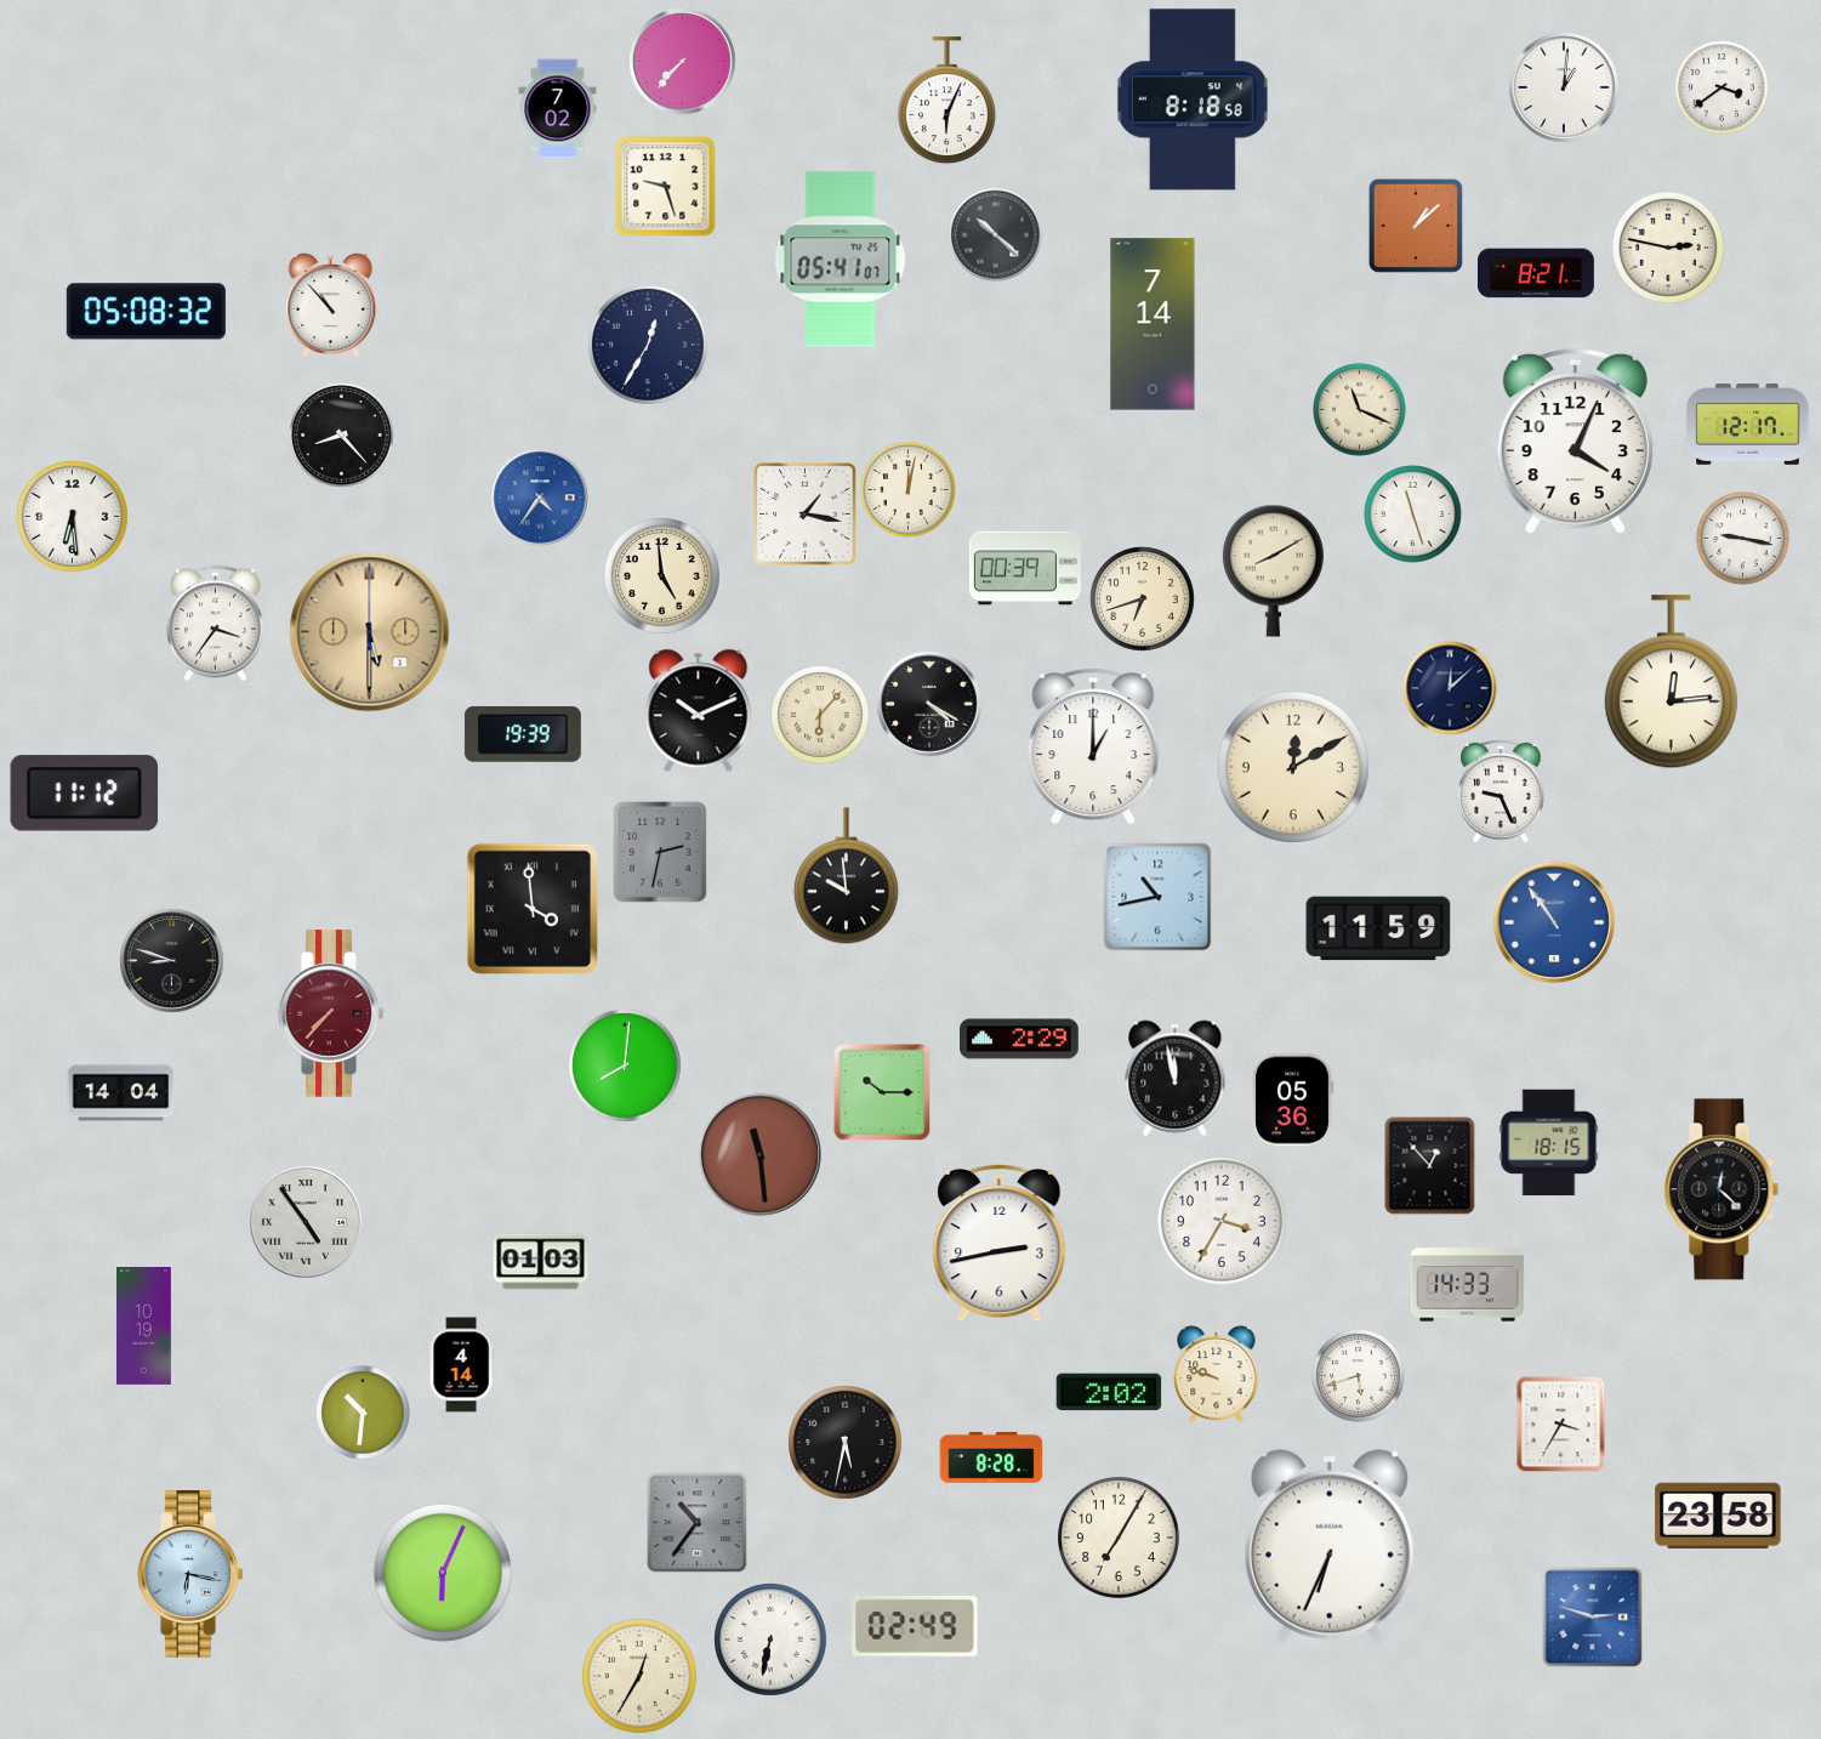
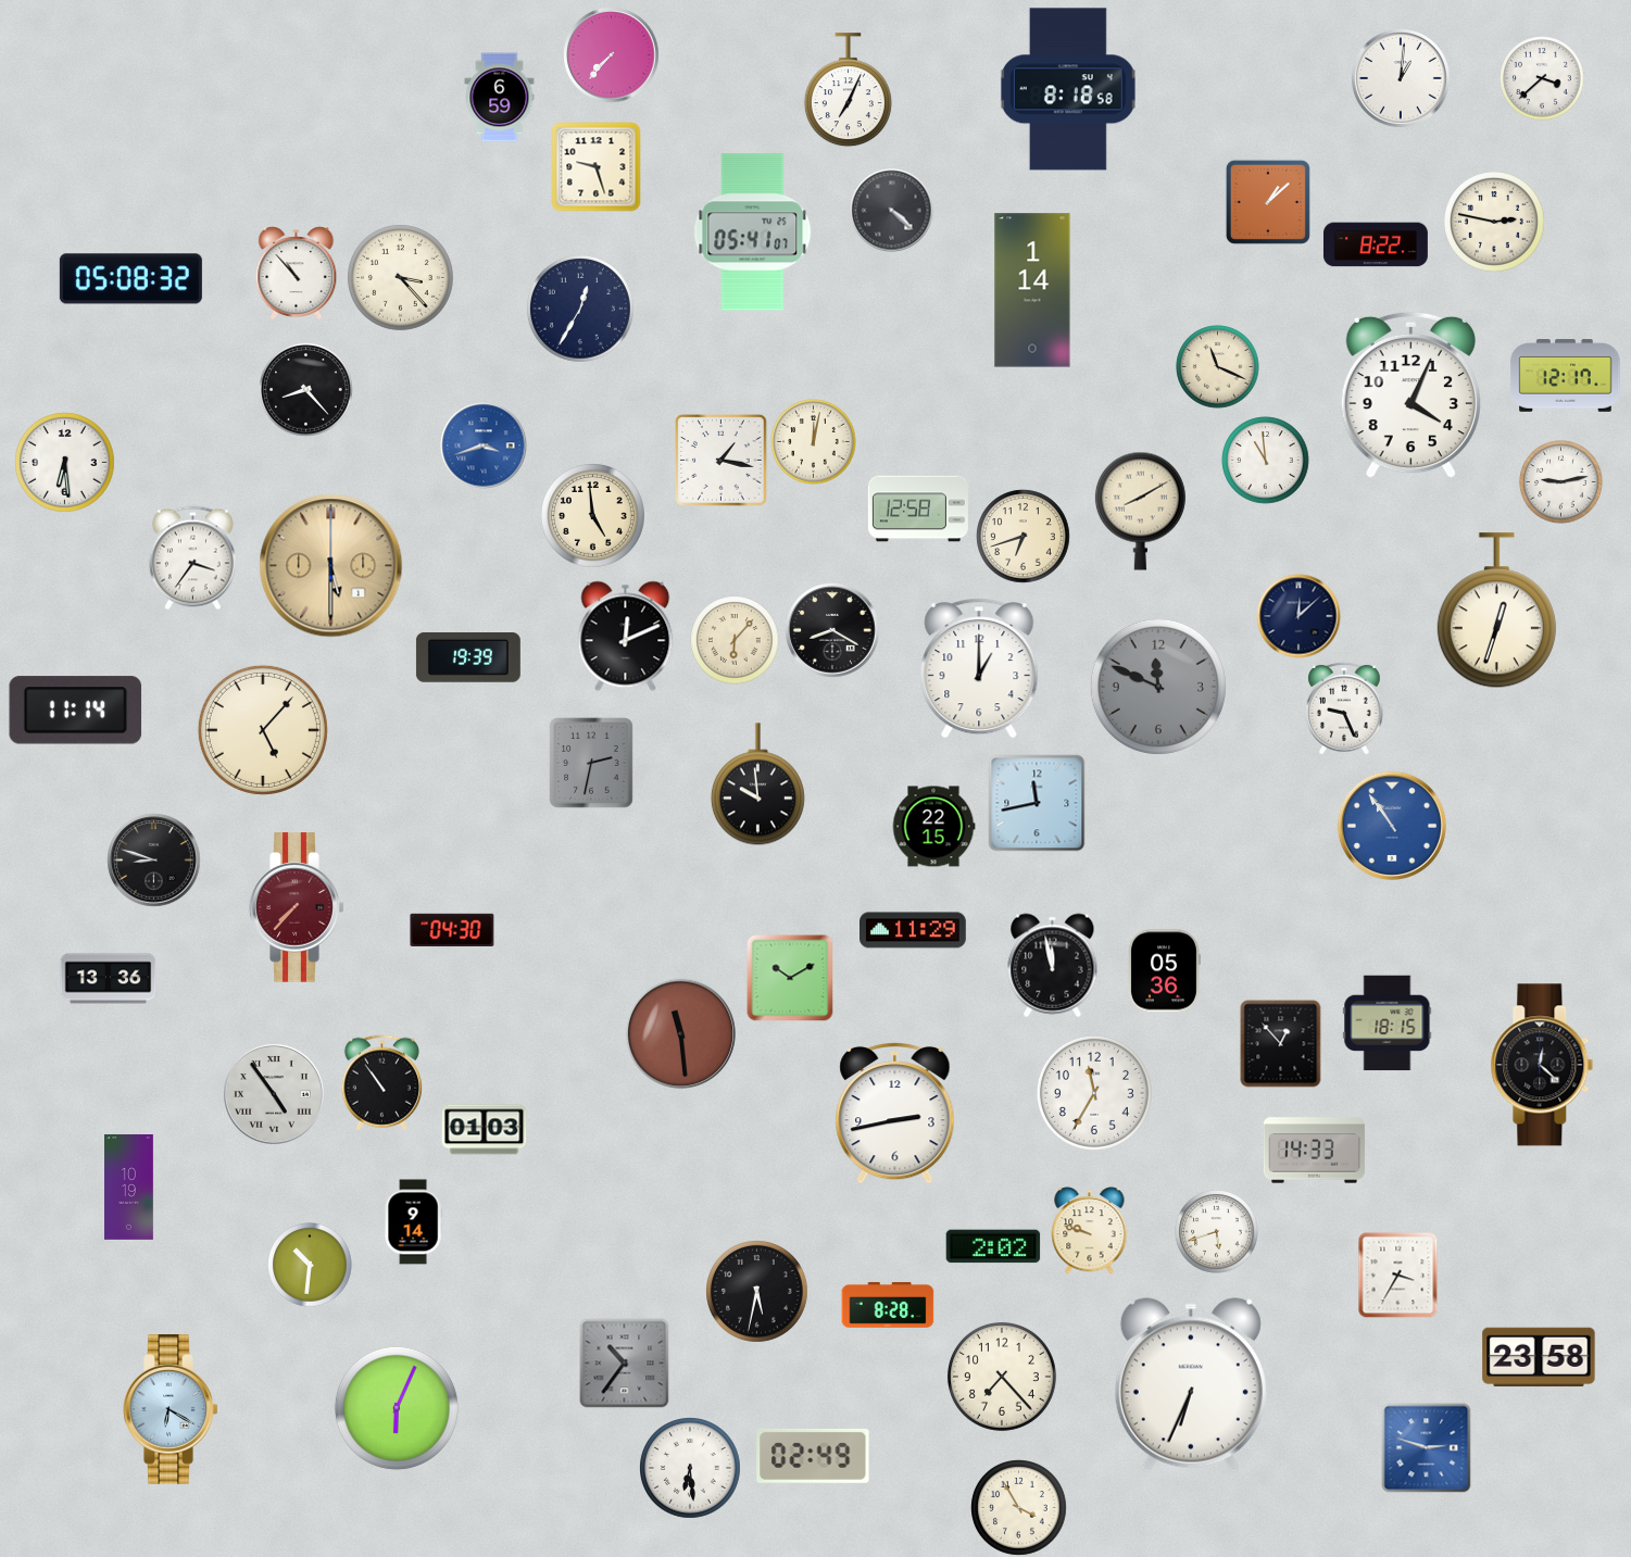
clock at (1722, 87): 3:39 -> 3:38
clock at (946, 101): 6:04 -> 7:04
clock at (558, 109): 7:02 -> 6:59
clock at (996, 235): 10:22 -> 4:22
clock at (1536, 273): 8:21 -> 8:22
clock at (400, 277): none -> 3:23
clock at (1153, 324): 7:14 -> 1:14
clock at (1748, 425) position: (1748, 425) -> (1566, 376)
clock at (909, 490) position: (909, 490) -> (814, 442)
clock at (540, 498): 4:36 -> 3:42
clock at (1413, 515): 11:27 -> 10:59
clock at (1743, 539): 9:17 -> 9:13
clock at (1025, 568): 00:39 -> 12:58
clock at (1671, 682): 12:14 -> 12:33
clock at (929, 704): 4:20 -> 8:20
clock at (699, 711): 10:11 -> 12:11
clock at (1293, 767): 12:10 -> 11:49
clock at (1293, 767) dial: cream -> grey
clock at (85, 794): 11:12 -> 11:14
clock at (263, 730): none -> 5:07
clock at (1157, 897): 10:43 -> 11:43
clock at (533, 909): 3:59 -> none
clock at (933, 827): none -> 22:15
clock at (1378, 928): 11:59 -> none
clock at (452, 929): none -> 04:30
clock at (1020, 1039): 2:29 -> 11:29
clock at (626, 1067): 8:01 -> none
clock at (882, 1092): 10:15 -> 10:10
clock at (121, 1093): 14:04 -> 13:36
clock at (1293, 1101) position: (1293, 1101) -> (1165, 971)
clock at (381, 1083): none -> 10:54
clock at (1222, 1221): 3:35 -> 11:35
clock at (461, 1365): 4:14 -> 9:14
clock at (363, 1413) position: (363, 1413) -> (310, 1265)
clock at (1119, 1538): 7:05 -> 7:23
clock at (190, 1574): 6:17 -> 6:20
clock at (915, 1626) position: (915, 1626) -> (813, 1456)
clock at (772, 1641): 6:32 -> 6:29
clock at (641, 1677): 12:35 -> none
clock at (1019, 1508): none -> 3:55
